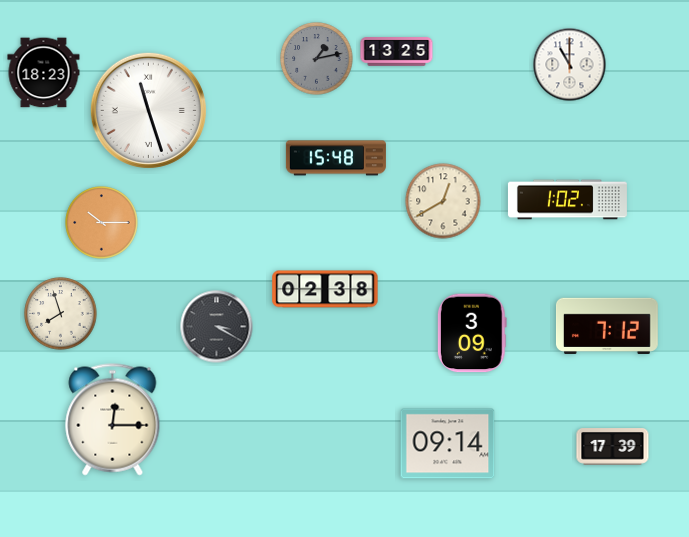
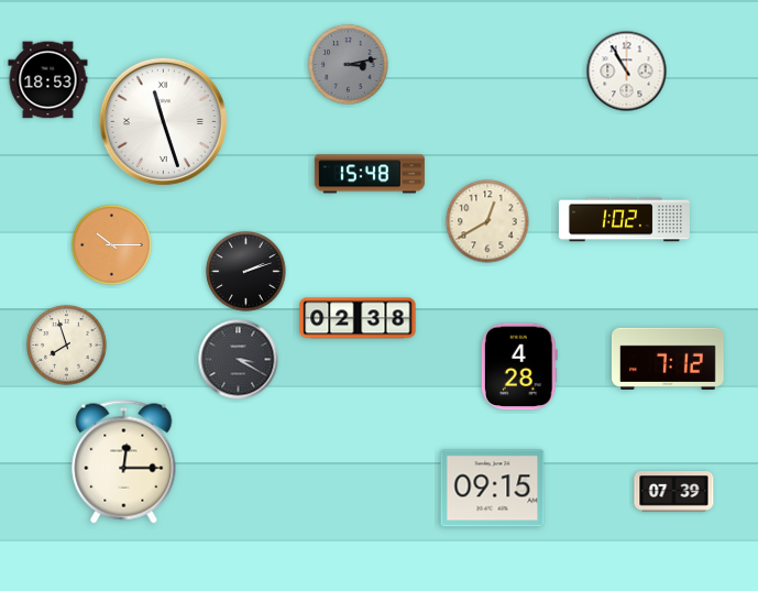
clock at (397, 52): 13:25 -> none
clock at (317, 59): 1:13 -> 3:13
clock at (570, 65): 11:00 -> 10:55
clock at (44, 73): 18:23 -> 18:53
clock at (246, 272): none -> 2:12
clock at (472, 333): 3:09 -> 4:28
clock at (448, 444): 09:14 -> 09:15
clock at (613, 447): 17:39 -> 07:39
